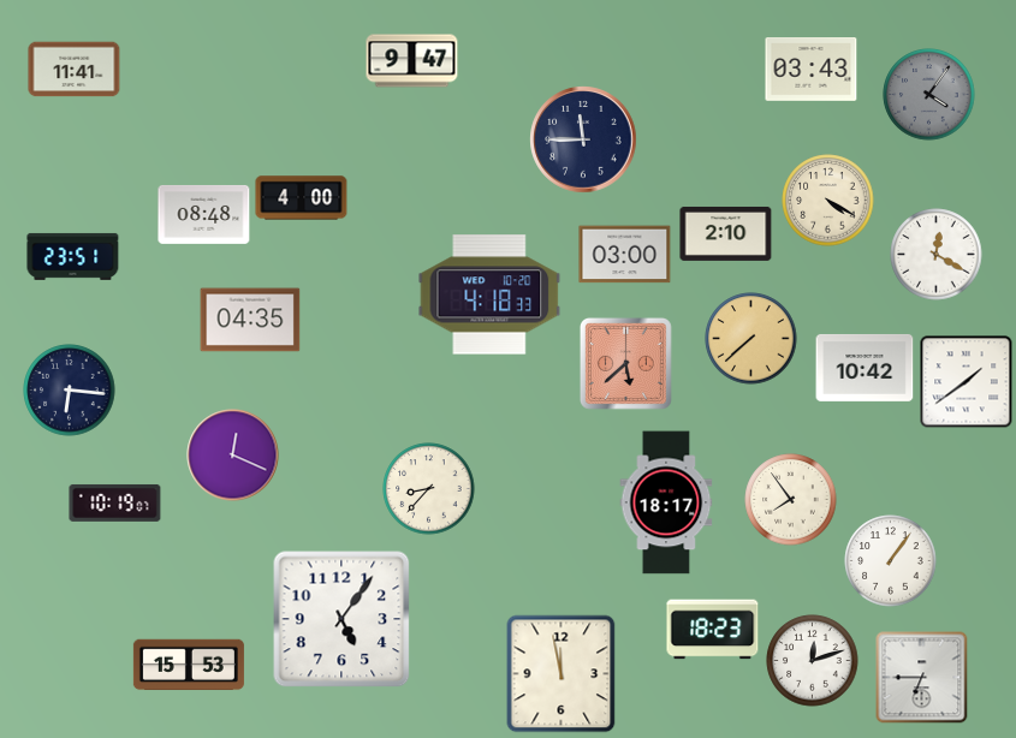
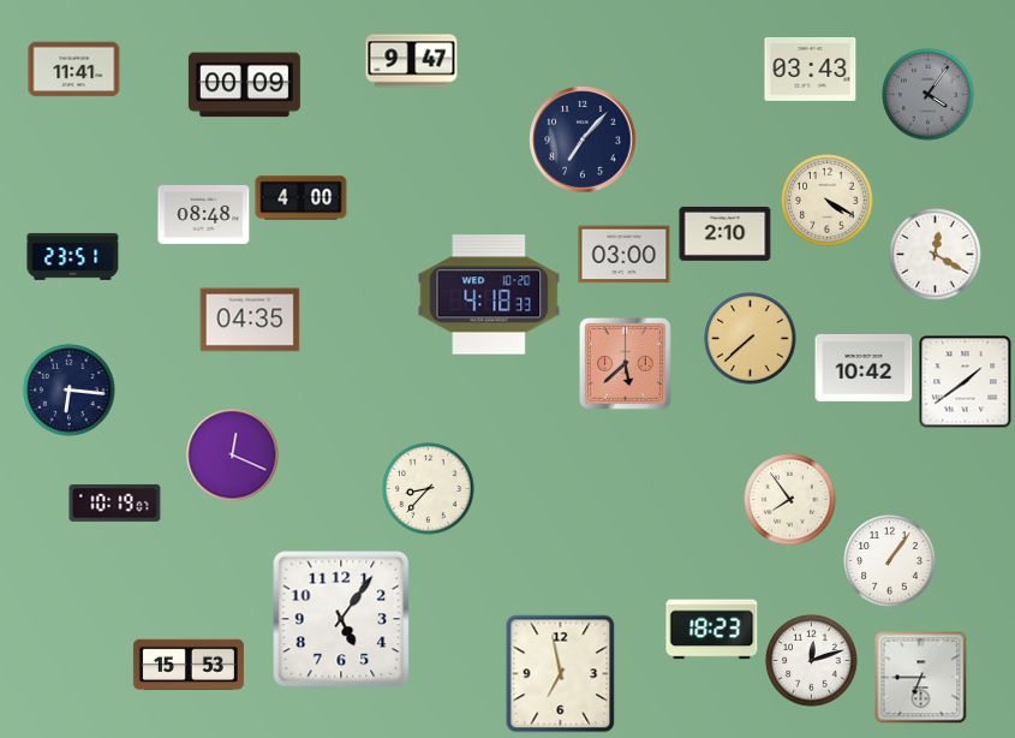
clock at (244, 85): none -> 00:09
clock at (583, 139): 11:45 -> 7:07
clock at (666, 502): 18:17 -> none
clock at (562, 674): 11:58 -> 6:58
